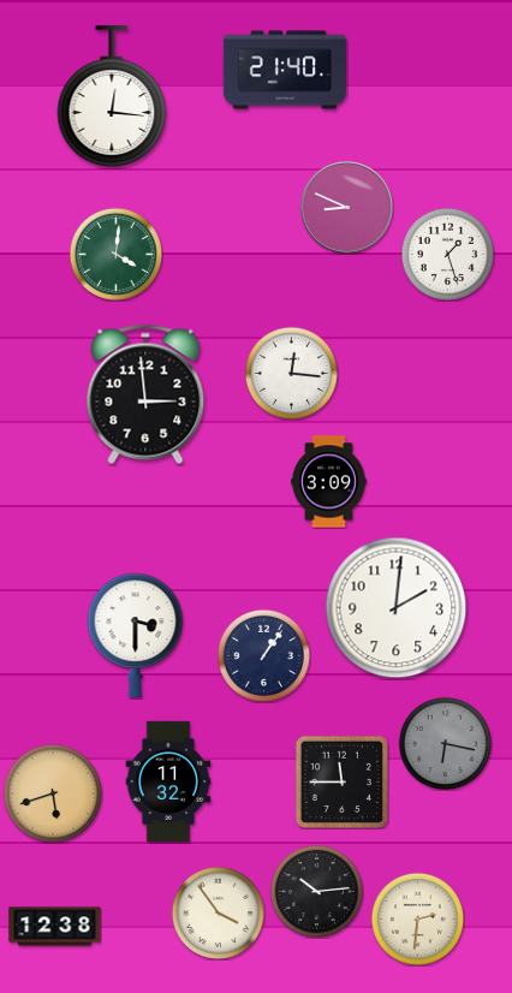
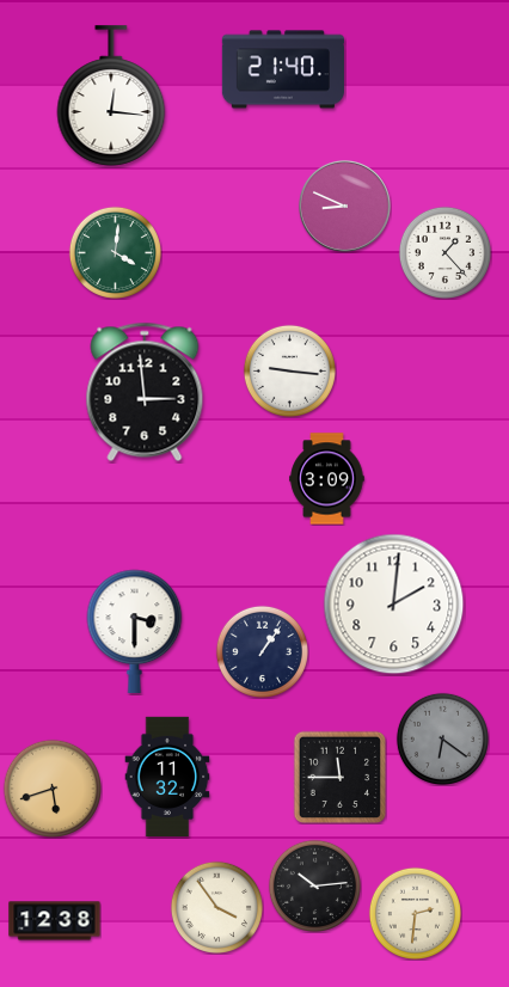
clock at (447, 254): 1:27 -> 1:23
clock at (291, 373): 12:16 -> 9:16
clock at (445, 743): 6:17 -> 6:21
